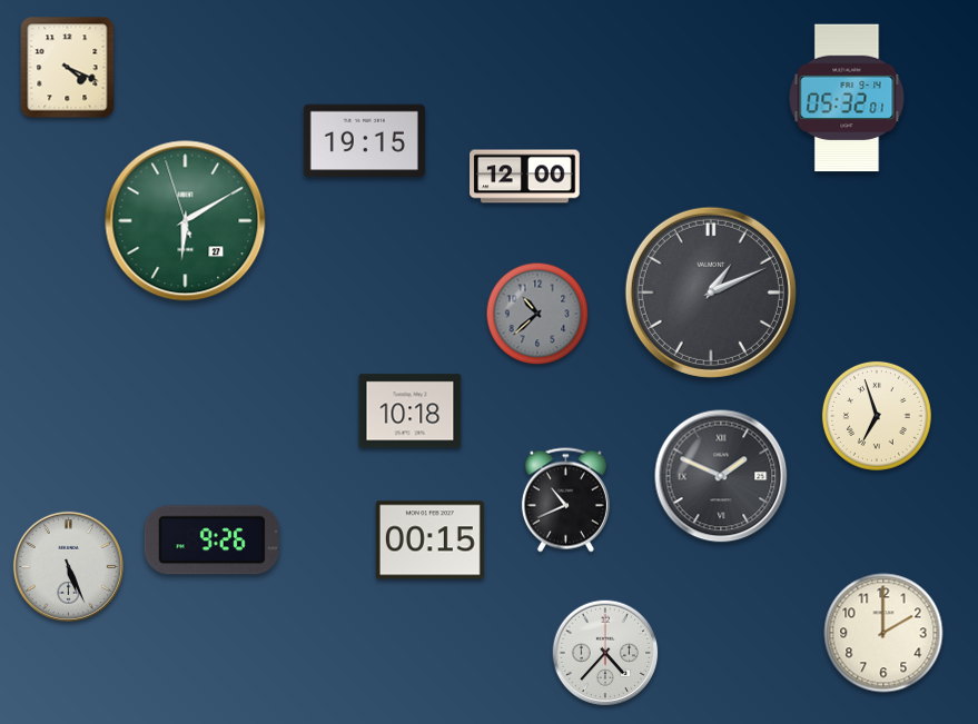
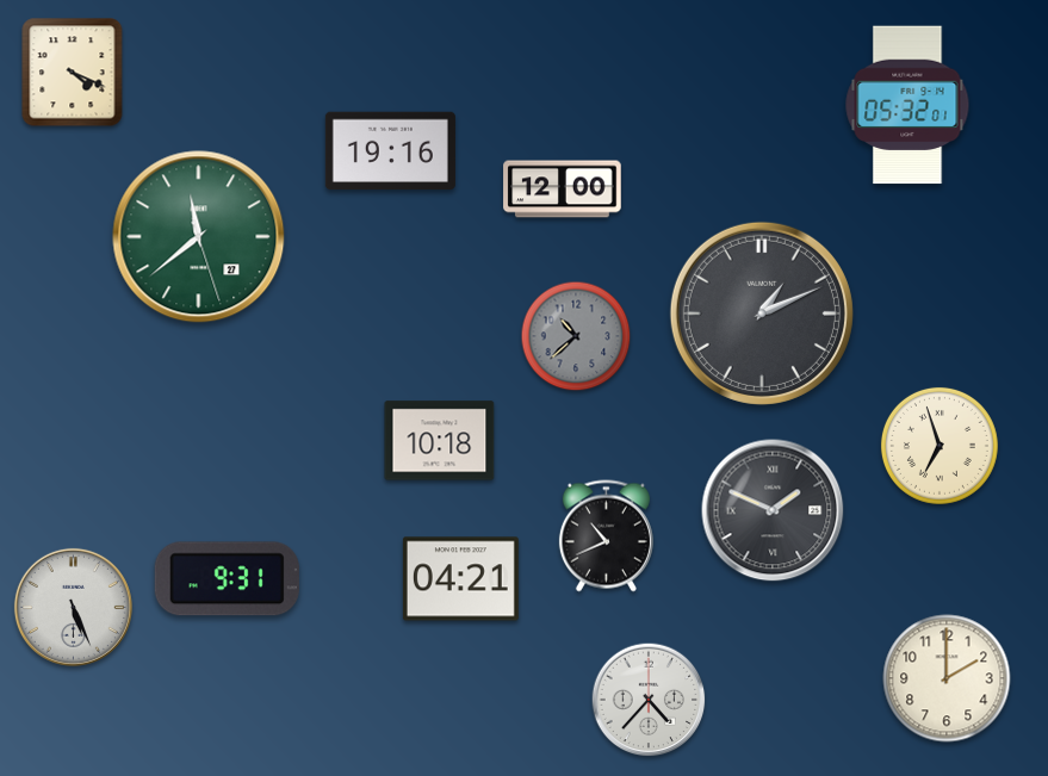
clock at (364, 141): 19:15 -> 19:16
clock at (186, 221): 6:09 -> 11:38
clock at (211, 540): 9:26 -> 9:31
clock at (429, 540): 00:15 -> 04:21
